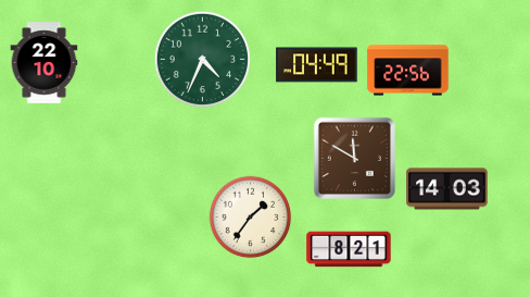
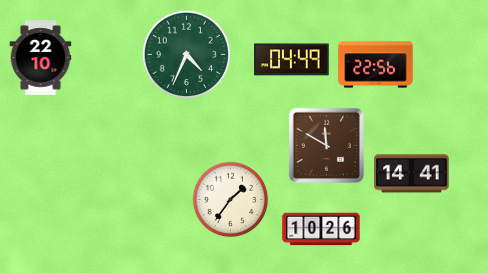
clock at (447, 189): 14:03 -> 14:41
clock at (349, 249): 8:21 -> 10:26
